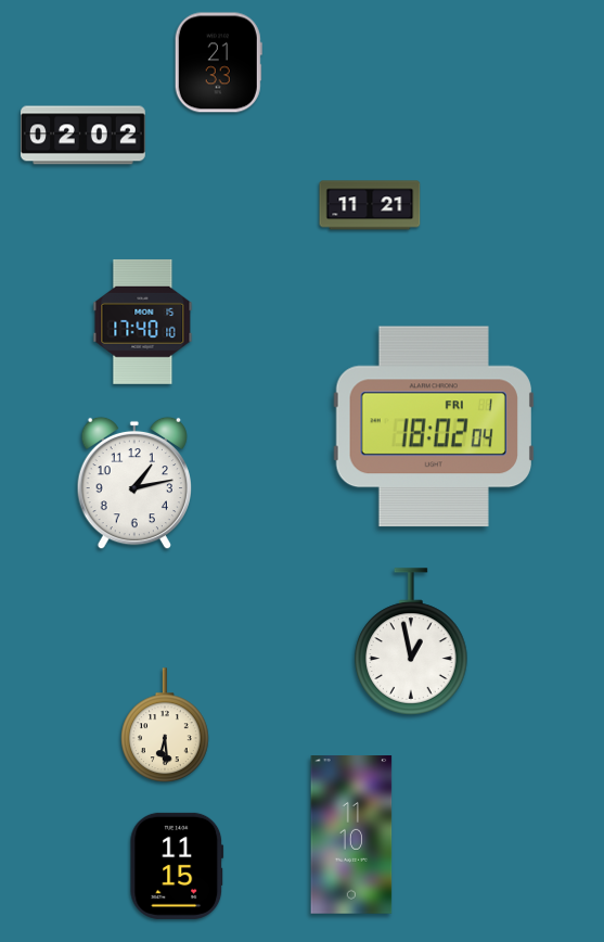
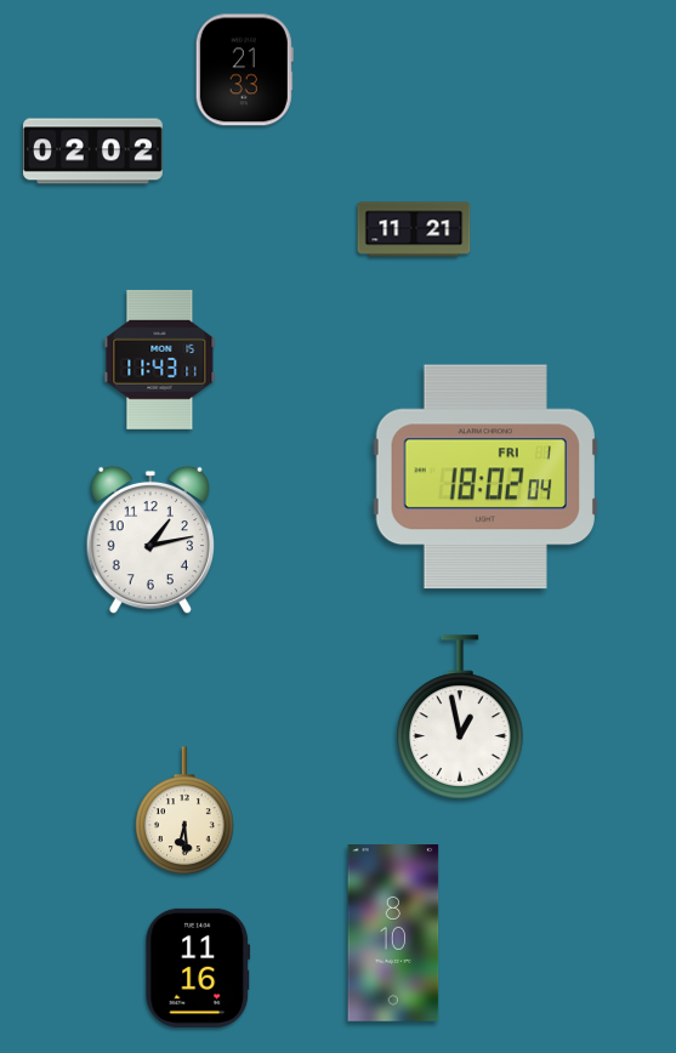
clock at (143, 321): 17:40 -> 11:43
clock at (351, 836): 11:10 -> 8:10
clock at (177, 866): 11:15 -> 11:16
